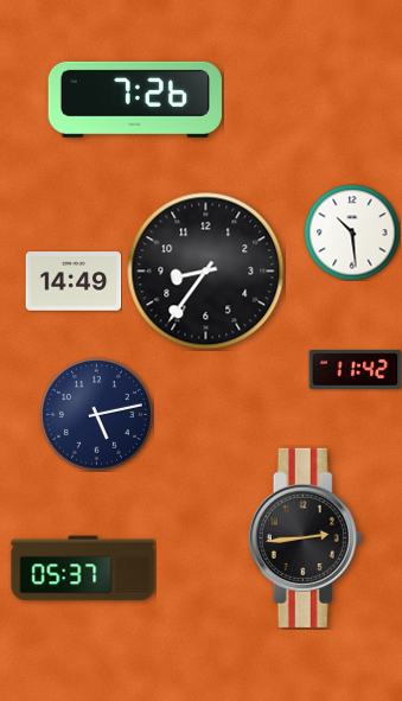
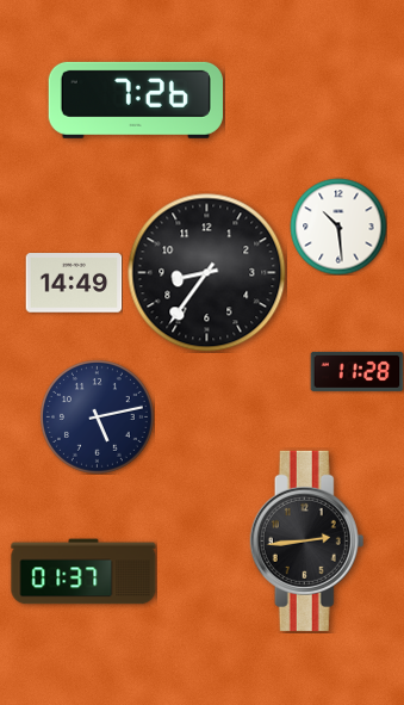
clock at (352, 232) position: (352, 232) -> (338, 227)
clock at (355, 369): 11:42 -> 11:28
clock at (83, 568): 05:37 -> 01:37
